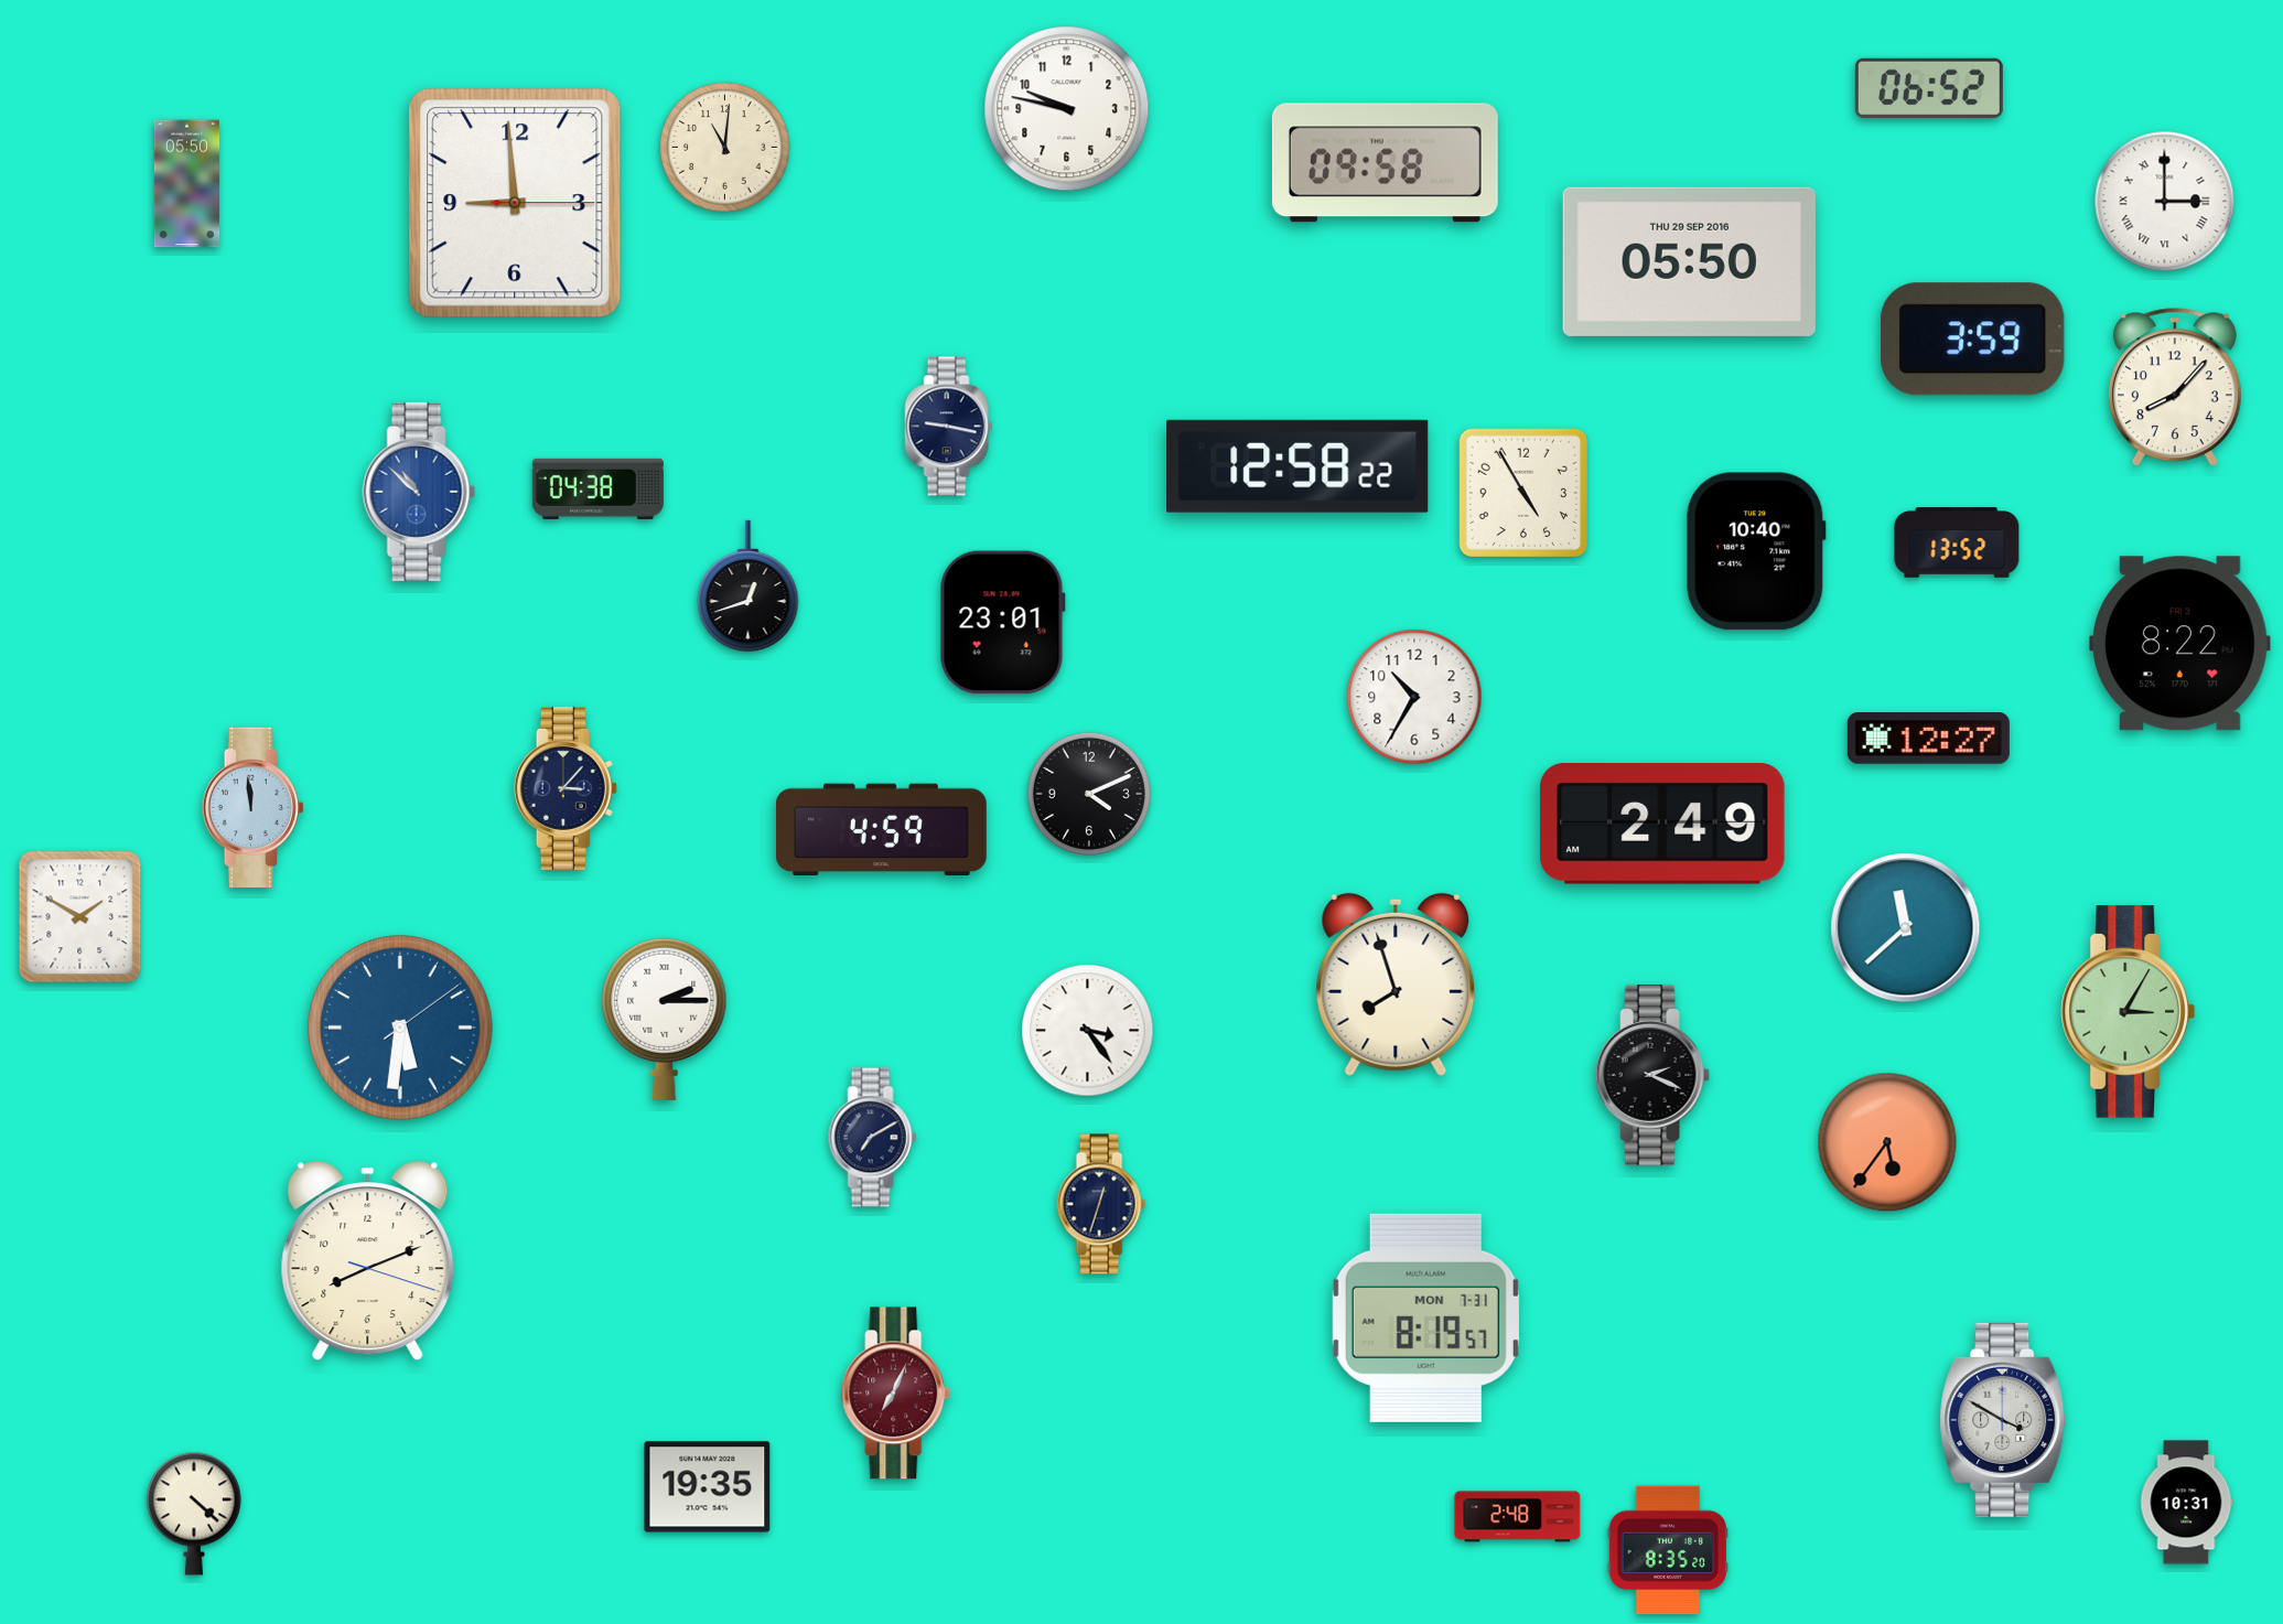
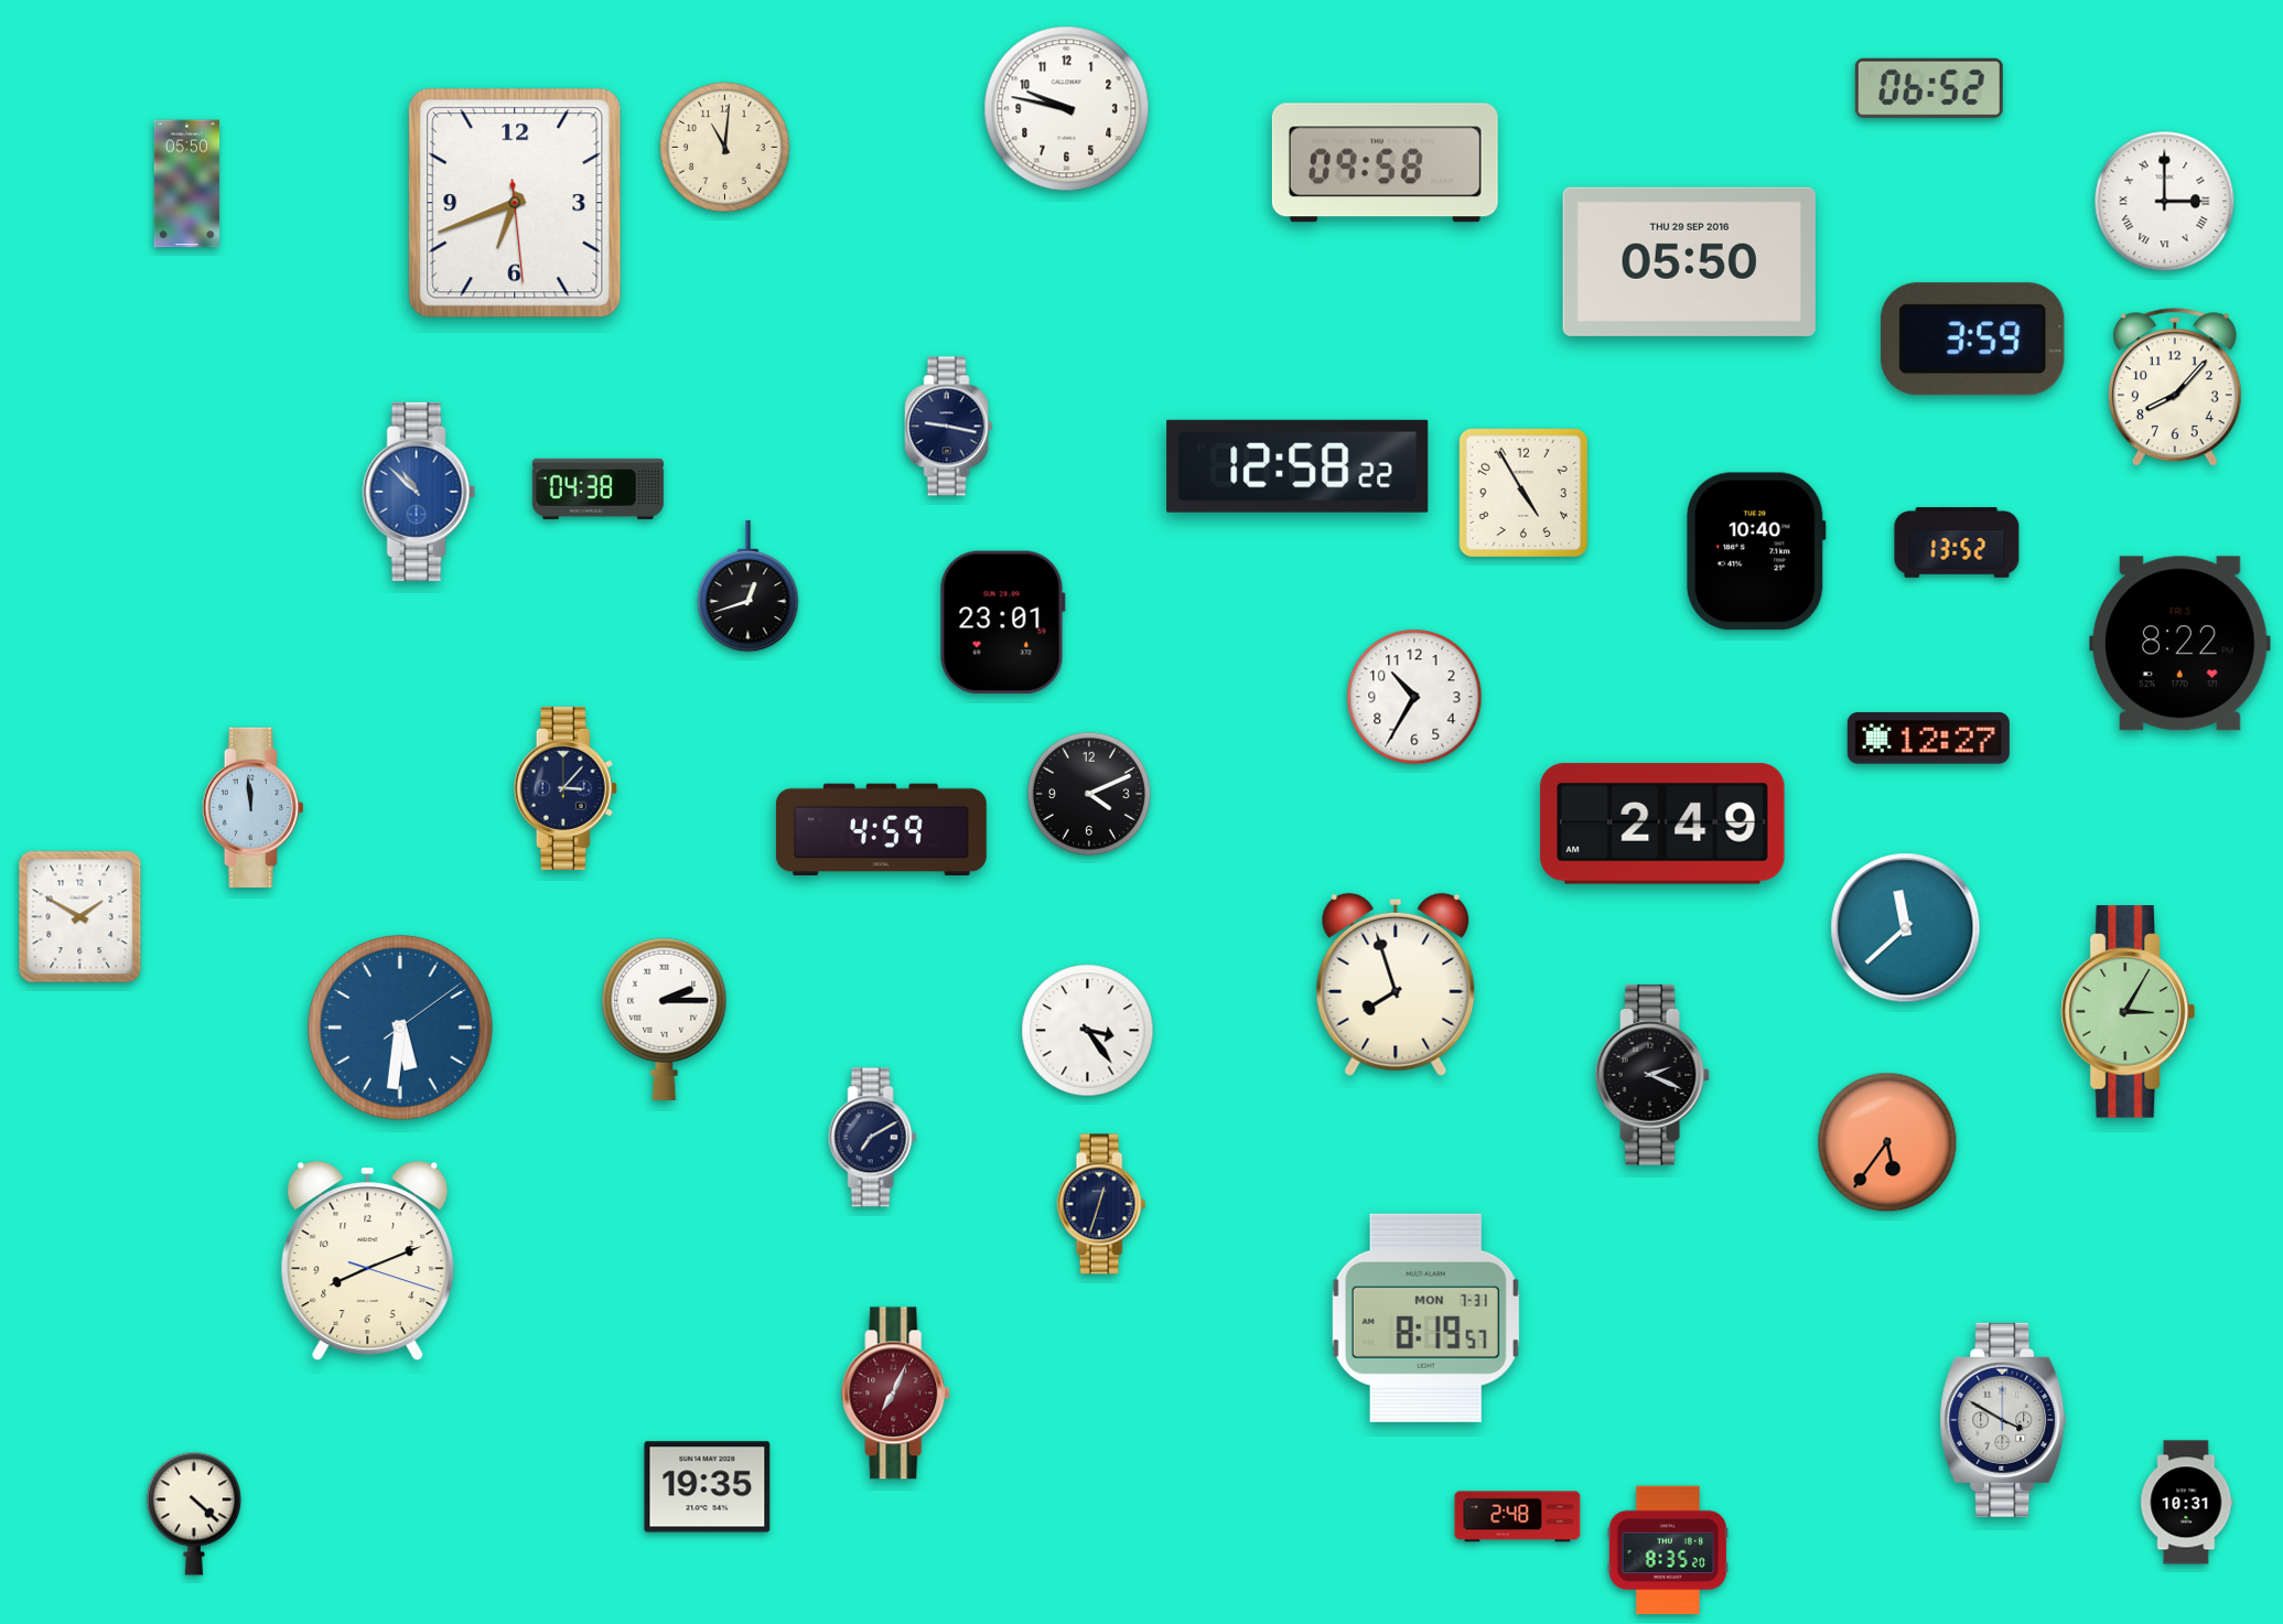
clock at (515, 203): 8:59 -> 6:41
